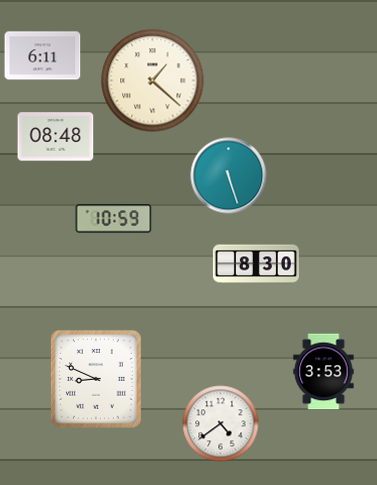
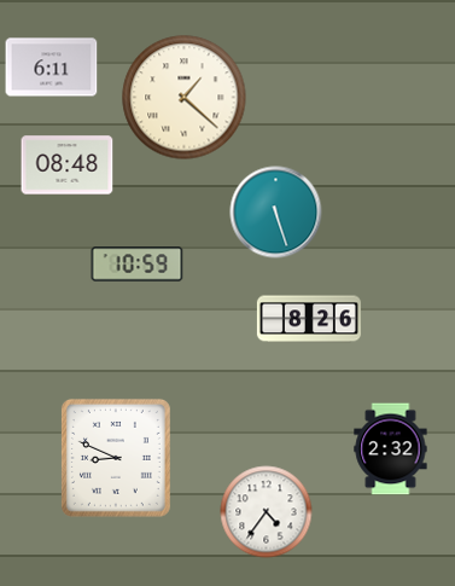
clock at (256, 264): 8:30 -> 8:26
clock at (324, 372): 3:53 -> 2:32
clock at (221, 424): 4:39 -> 4:36
